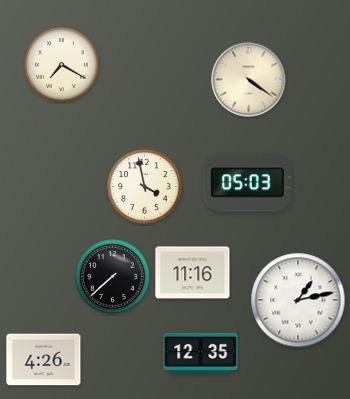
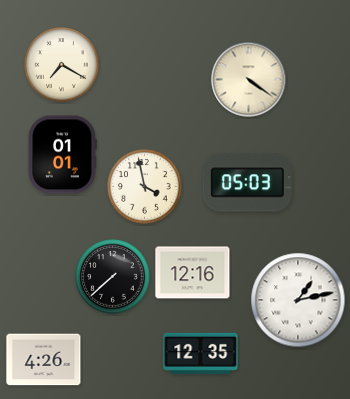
clock at (62, 155): none -> 01:01
clock at (193, 273): 11:16 -> 12:16
